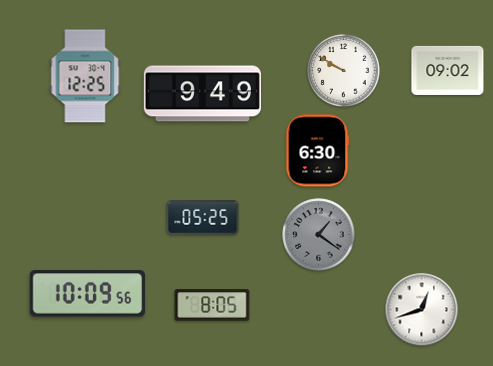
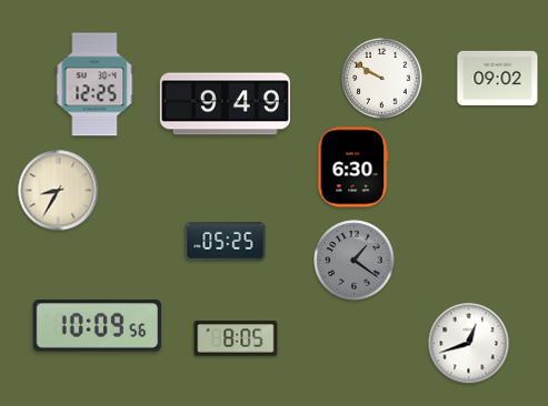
clock at (59, 191): none -> 8:35
